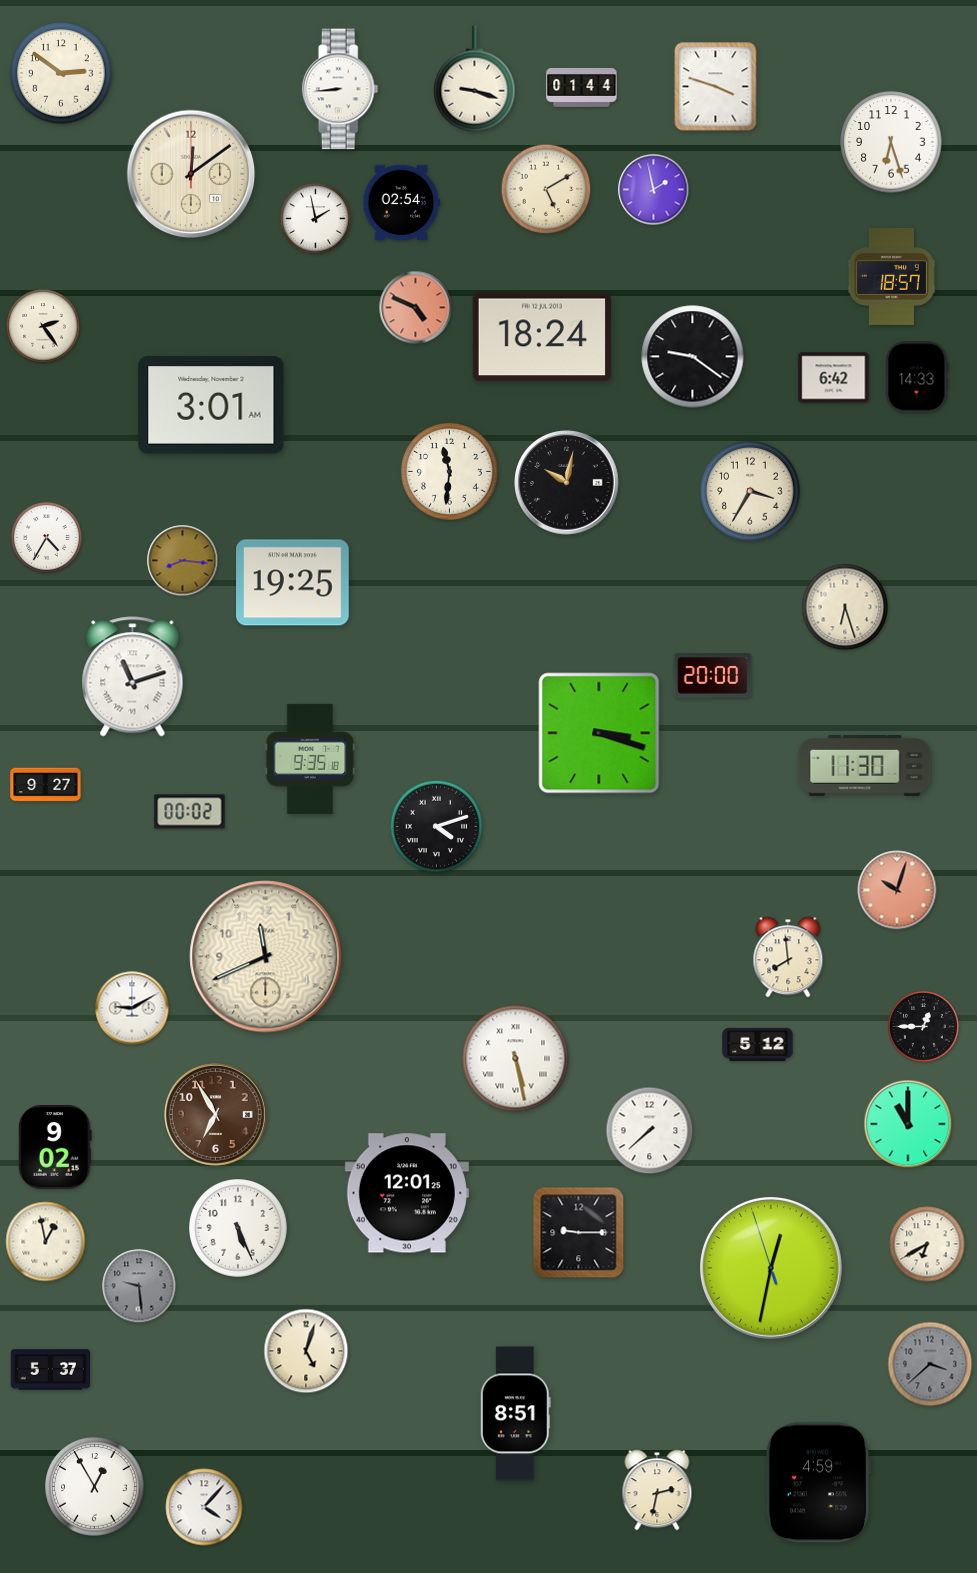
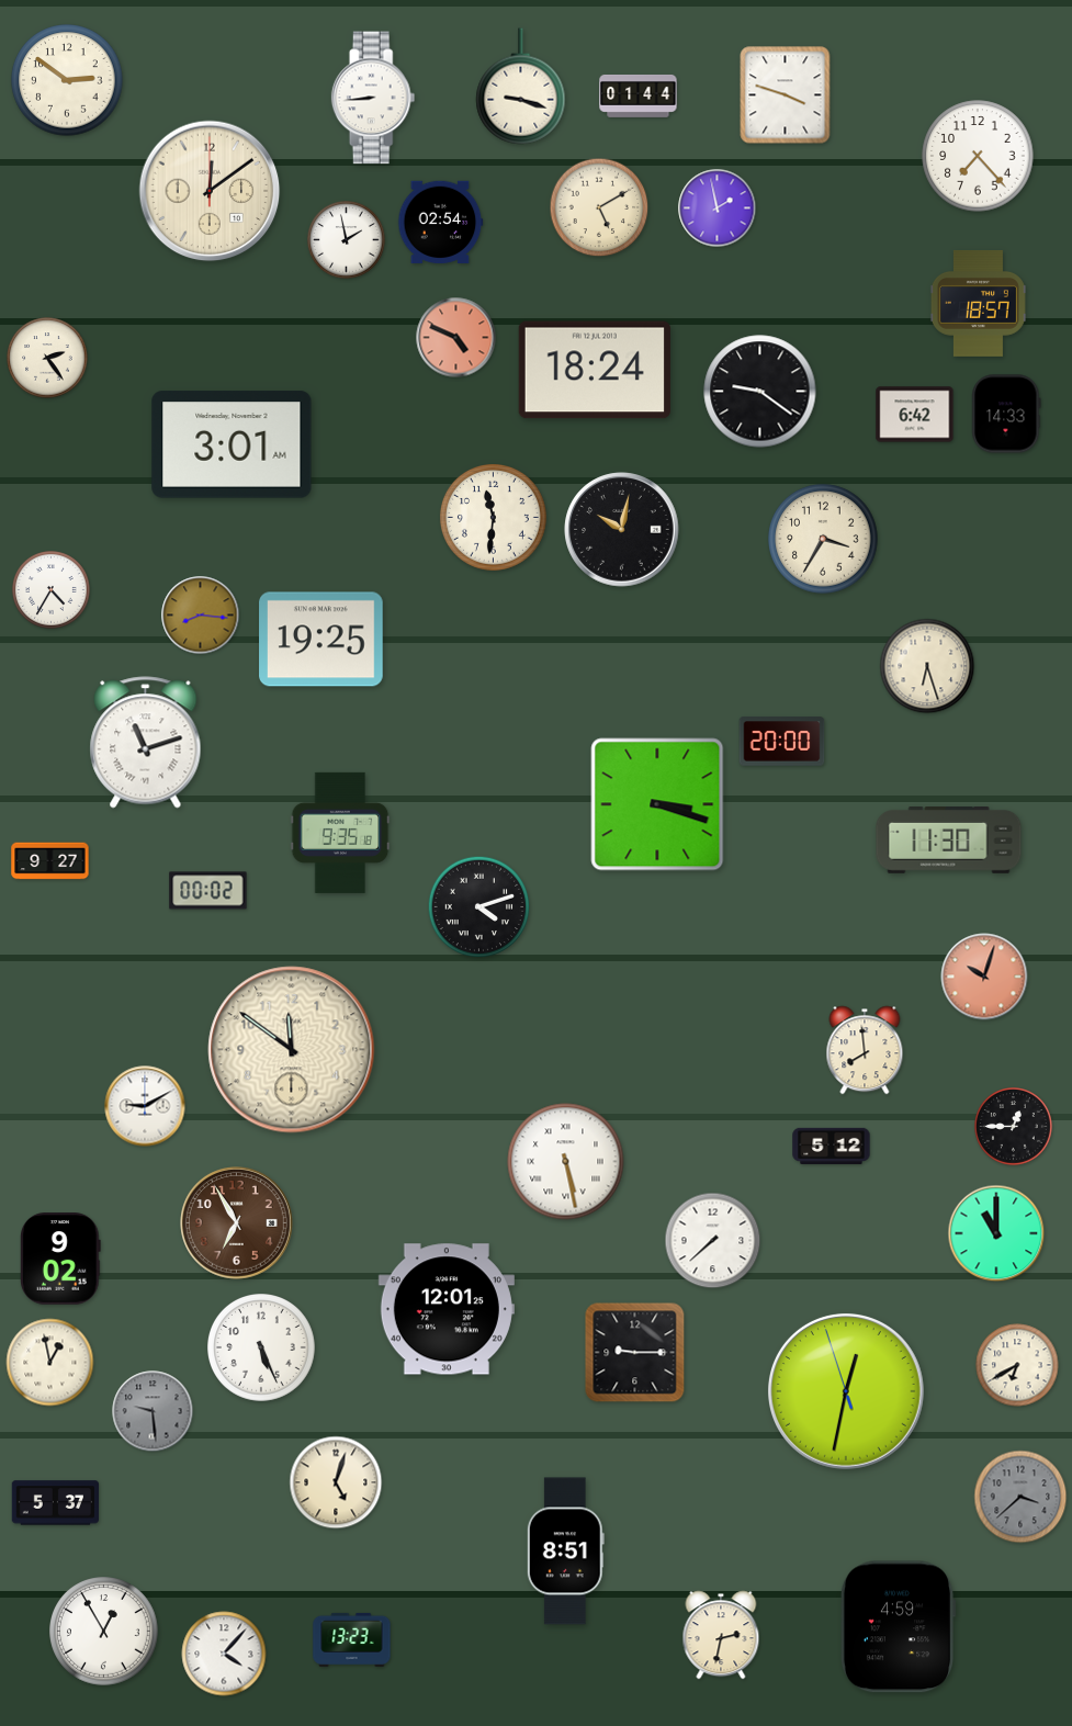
clock at (891, 142): 6:27 -> 7:23
clock at (266, 957): 11:41 -> 11:51
clock at (352, 1639): none -> 13:23
